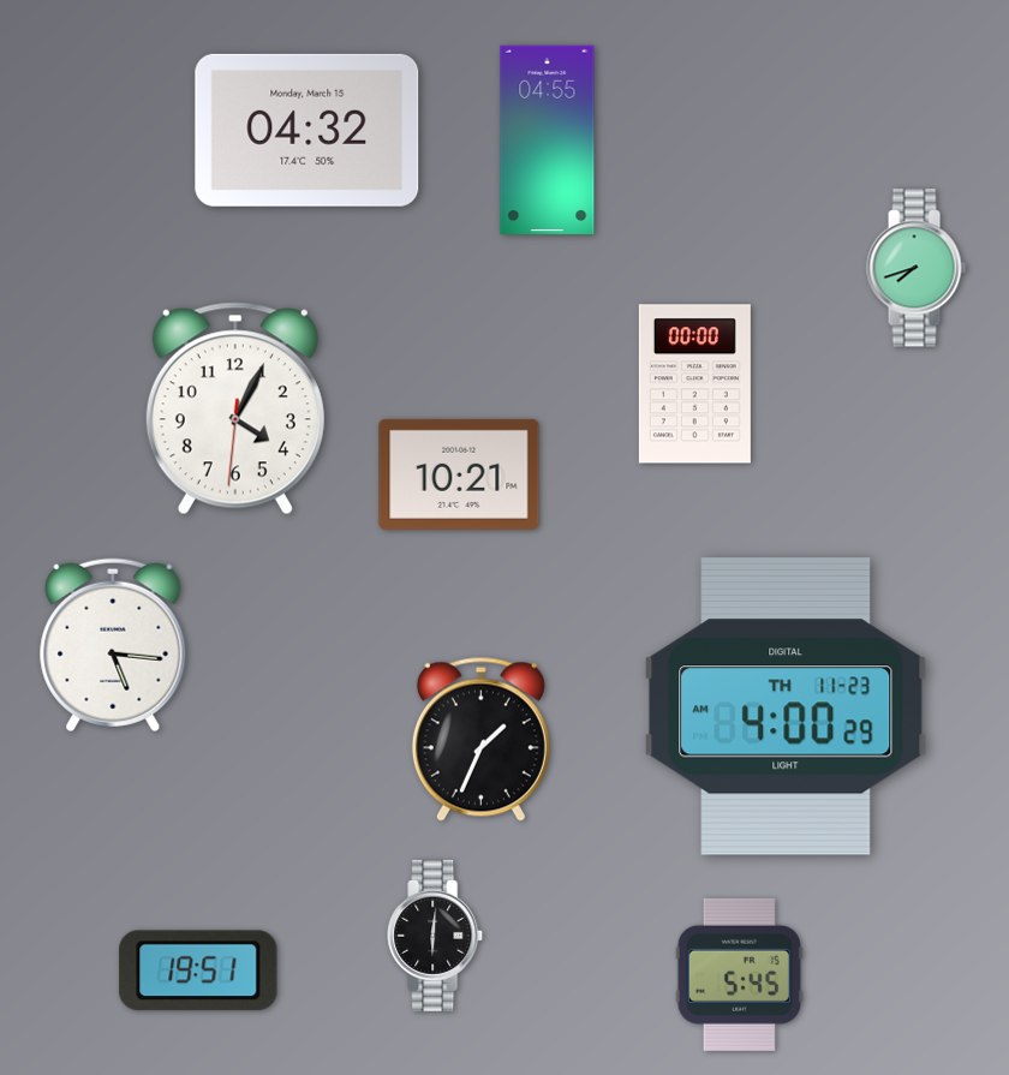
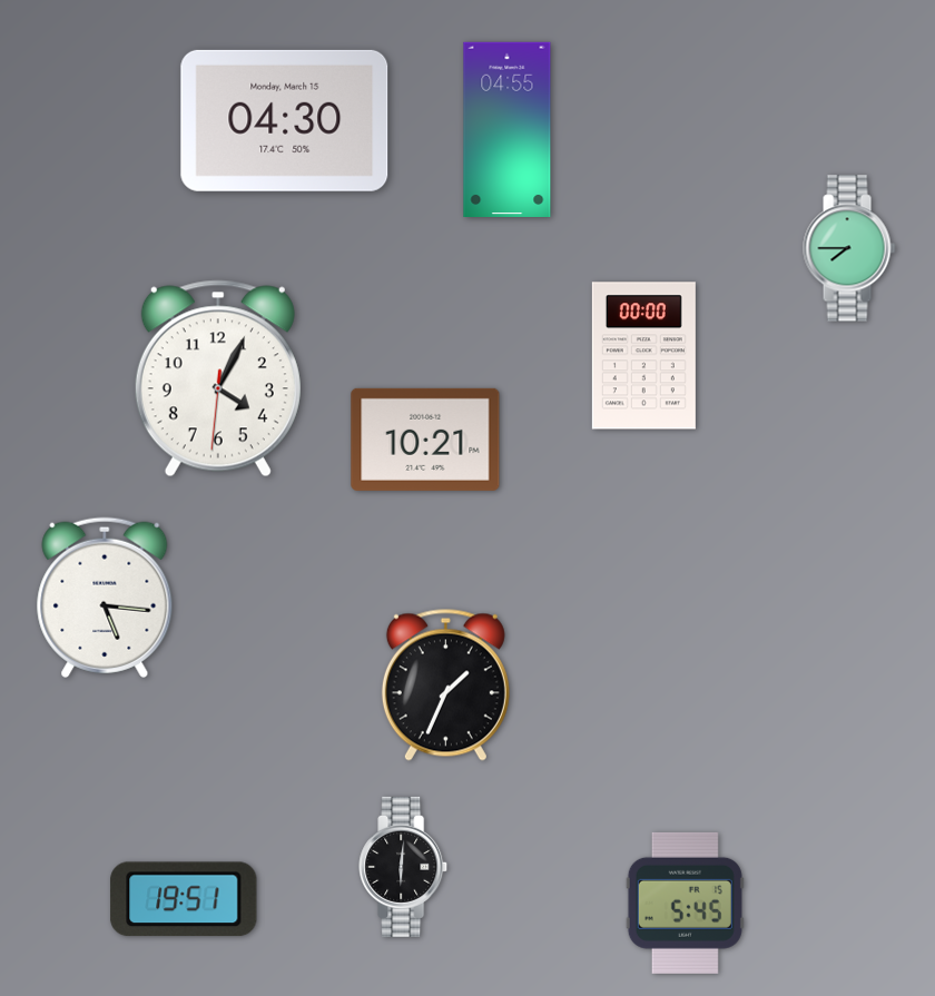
clock at (308, 130): 04:32 -> 04:30
clock at (917, 268): 7:42 -> 7:45
clock at (786, 706): 4:00 -> none
